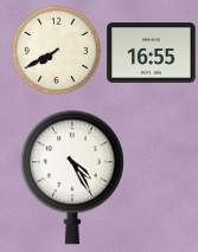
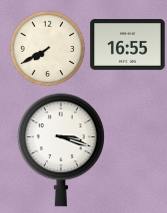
clock at (57, 51) position: (57, 51) -> (48, 49)
clock at (72, 177): 4:25 -> 3:18
